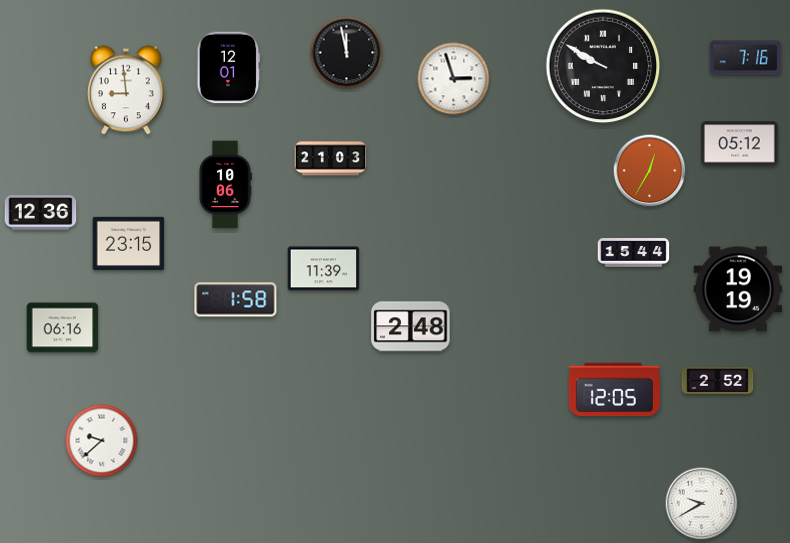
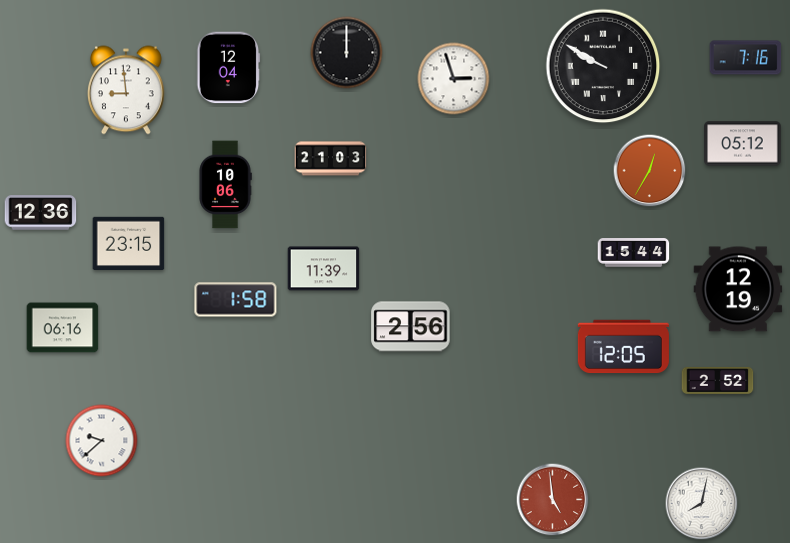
clock at (347, 53): 11:58 -> 12:00
clock at (229, 68): 12:01 -> 12:04
clock at (740, 144) position: (740, 144) -> (743, 144)
clock at (738, 289): 19:19 -> 12:19
clock at (411, 327): 2:48 -> 2:56
clock at (614, 390) position: (614, 390) -> (623, 347)
clock at (553, 500): none -> 4:59
clock at (702, 504): 9:40 -> 8:02
